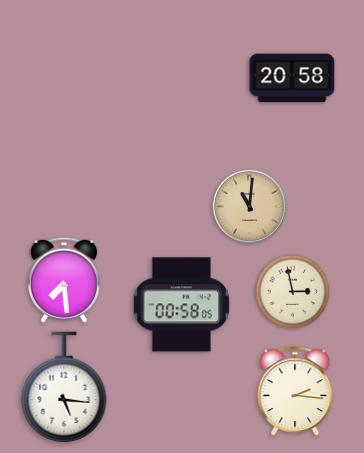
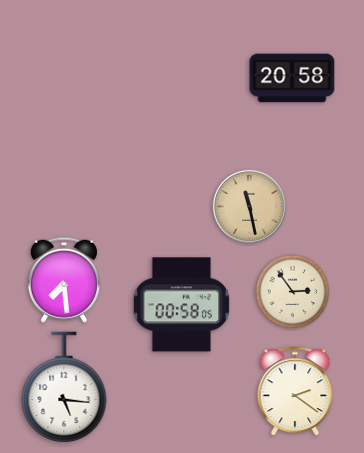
clock at (249, 206): 11:01 -> 11:28
clock at (293, 292): 2:58 -> 2:54
clock at (295, 392): 2:16 -> 2:21
